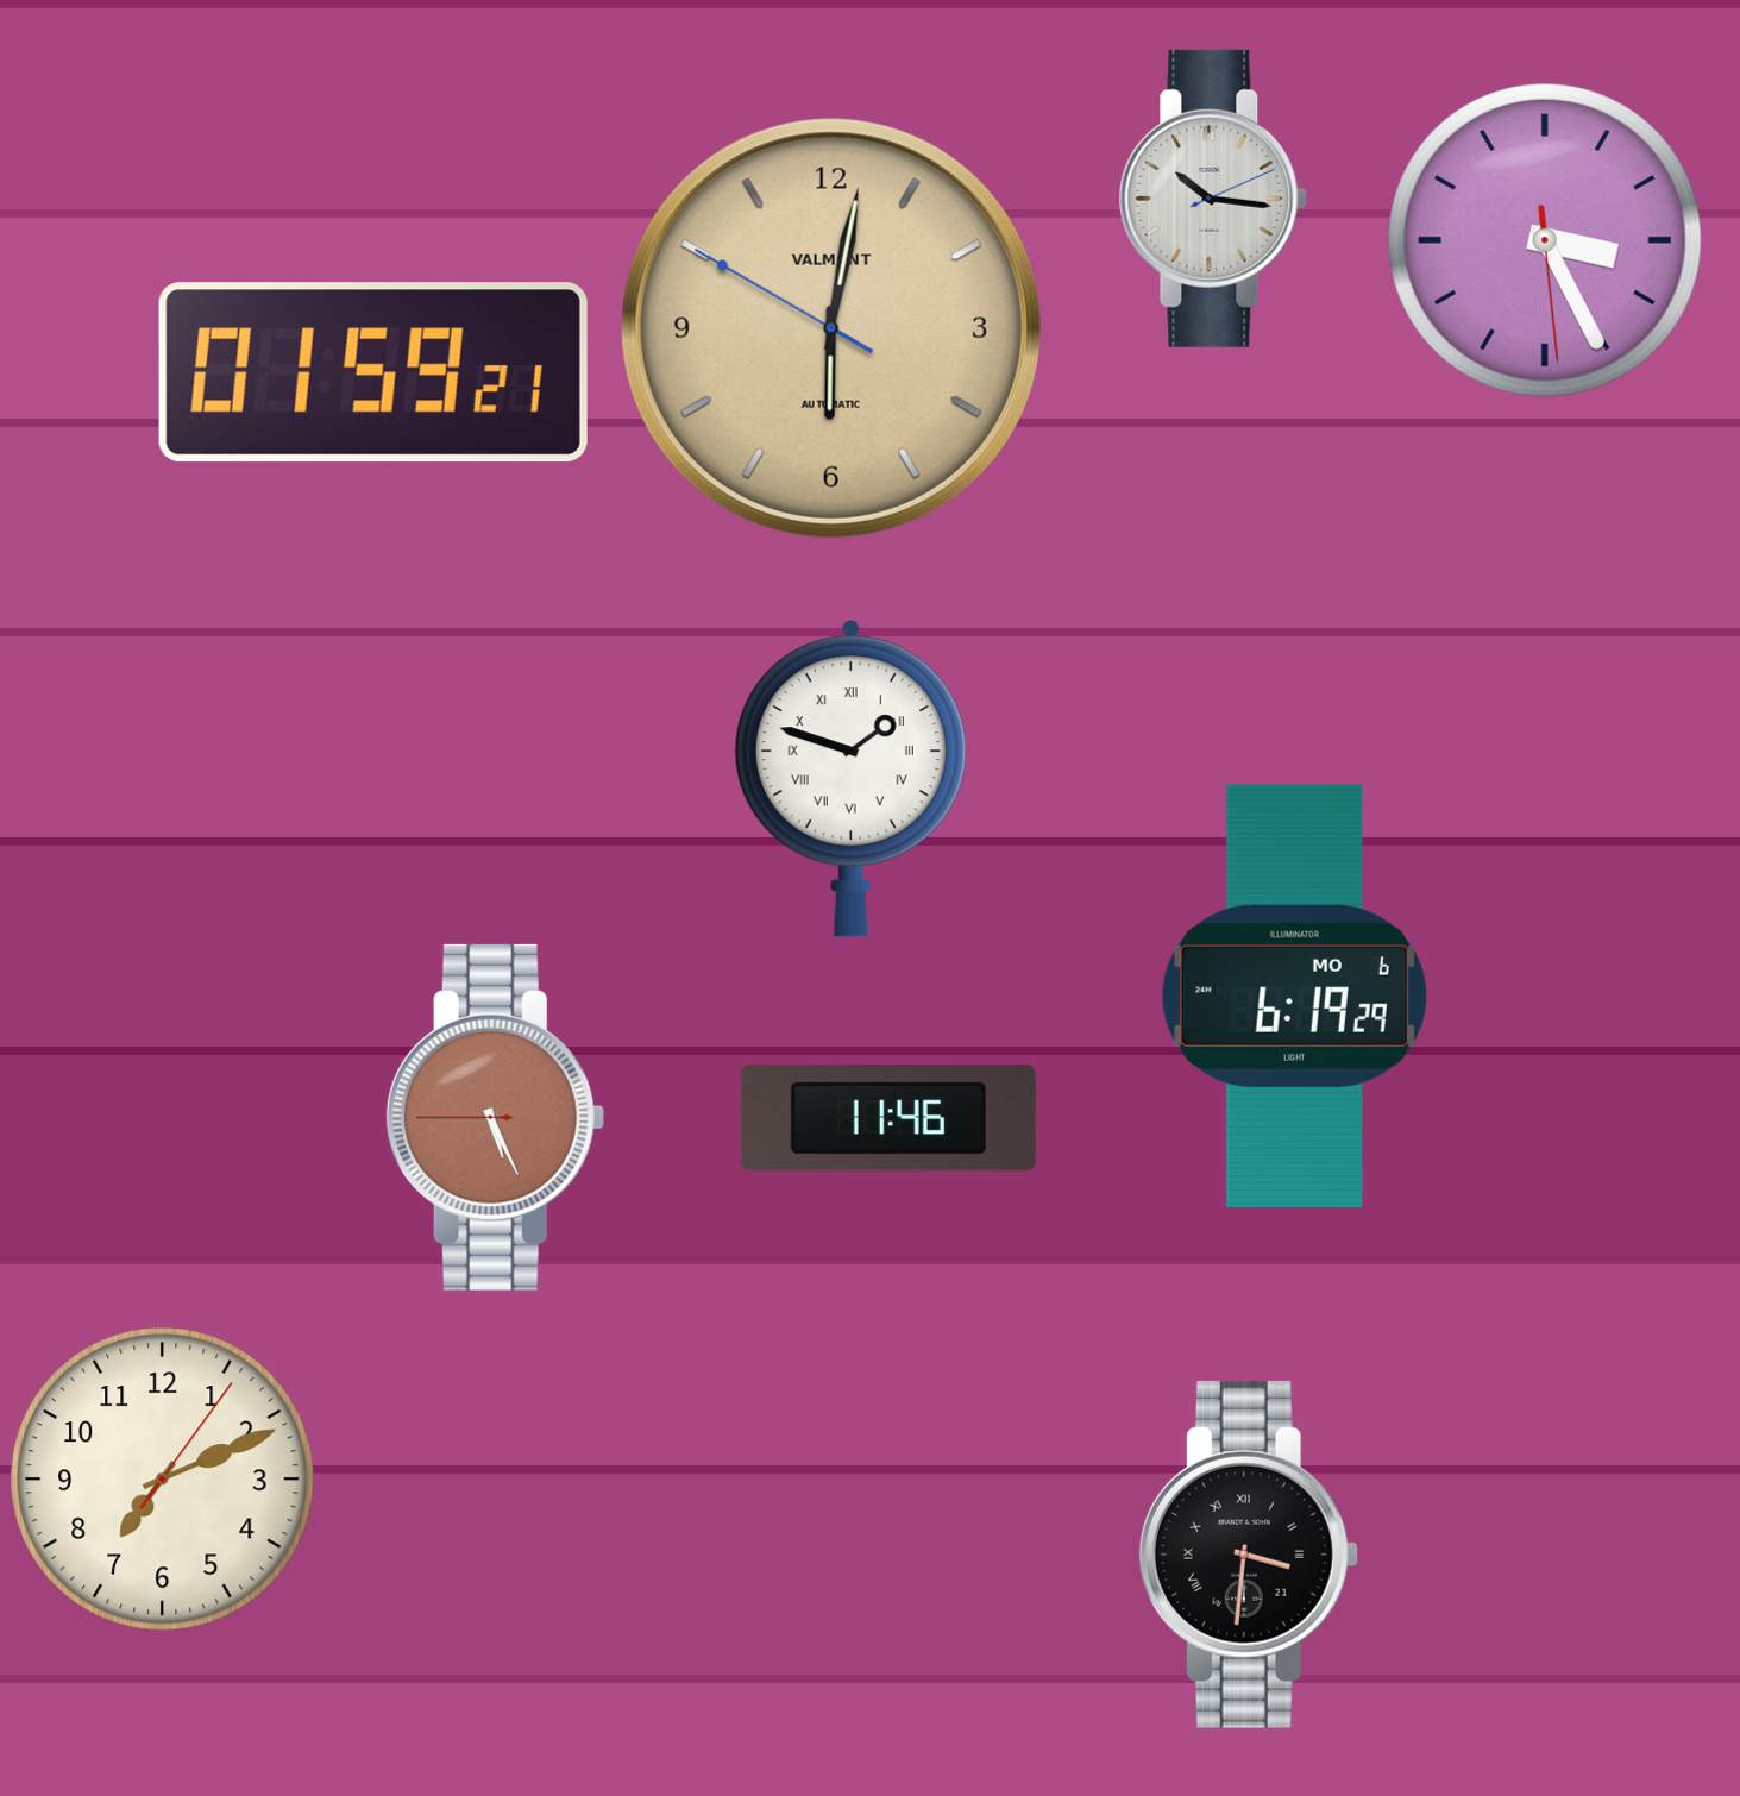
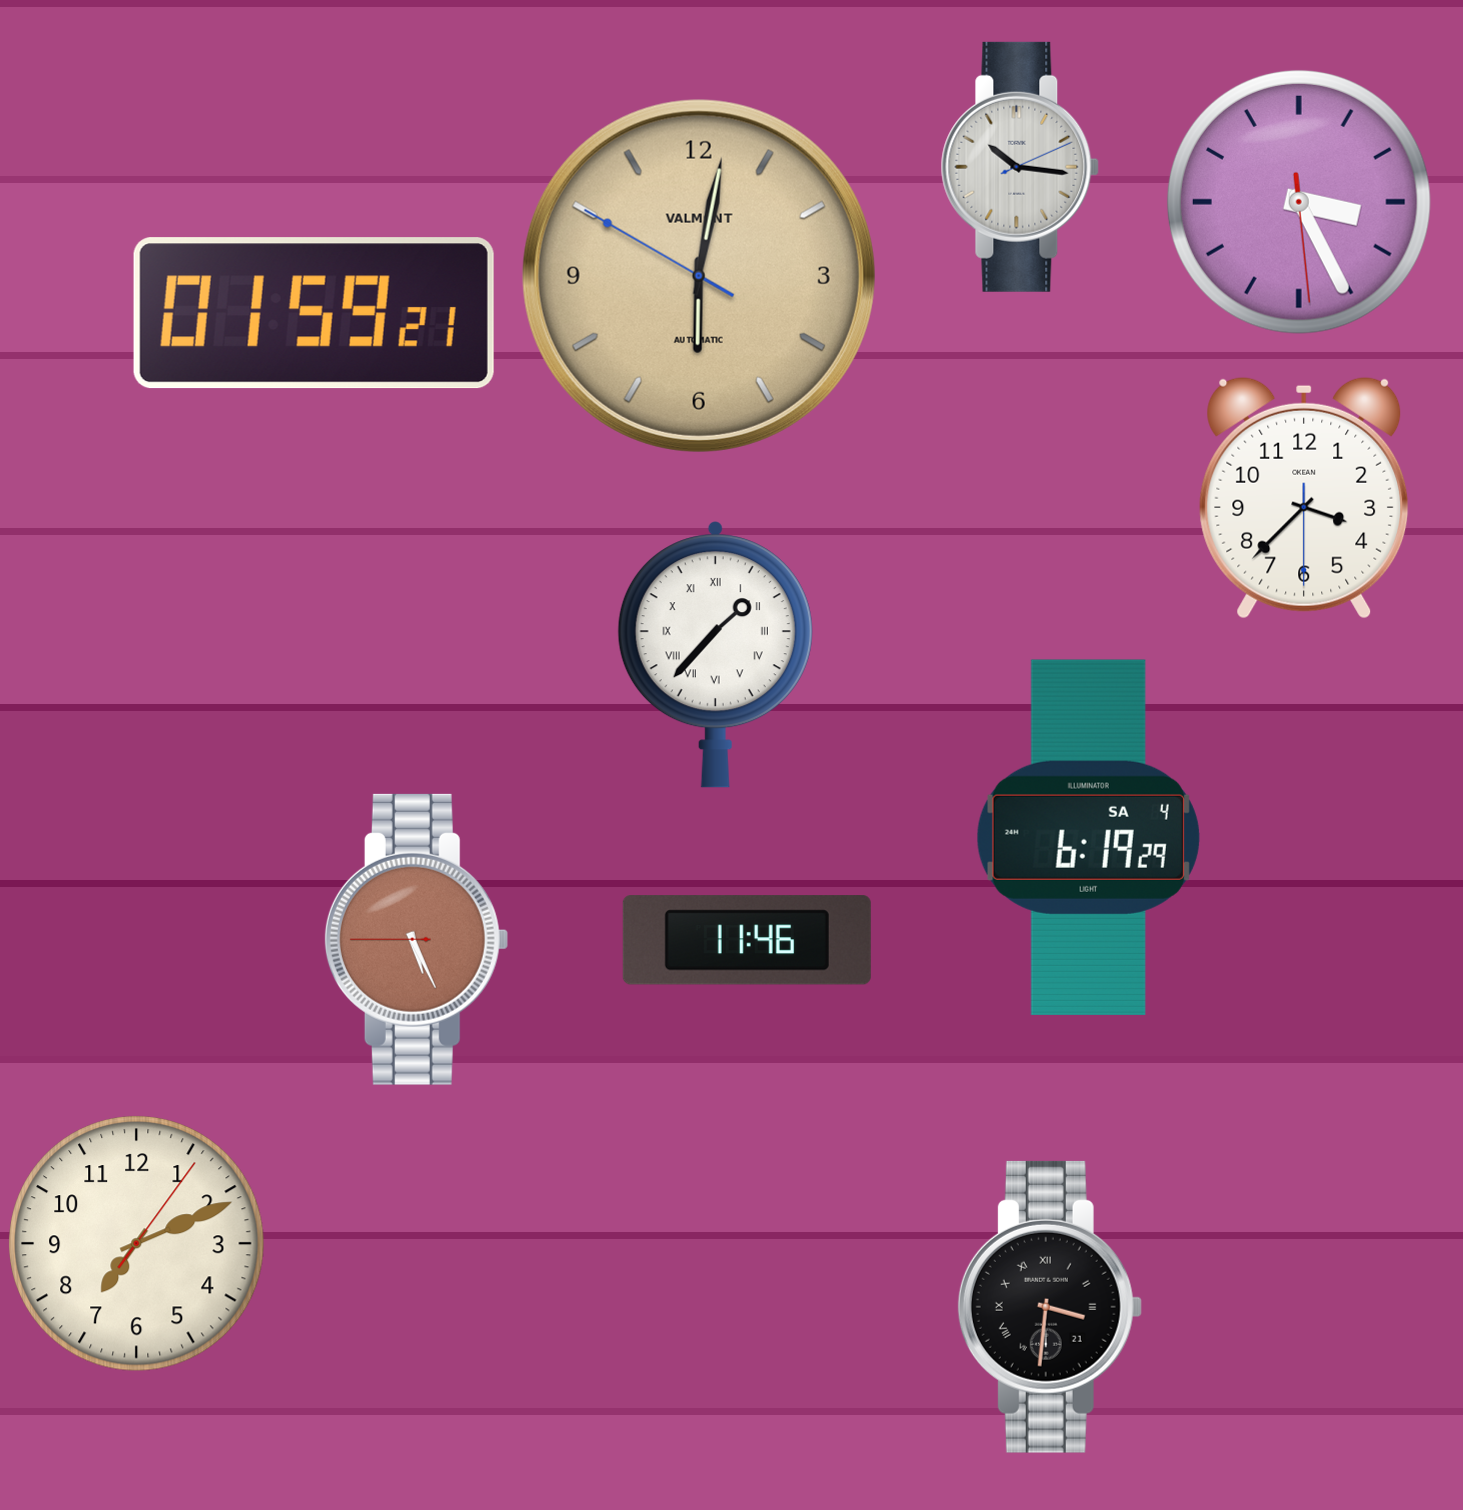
clock at (1304, 498): none -> 3:37
clock at (850, 779): 1:48 -> 1:37
clock at (1294, 996) date: MO 6 -> SA 4
